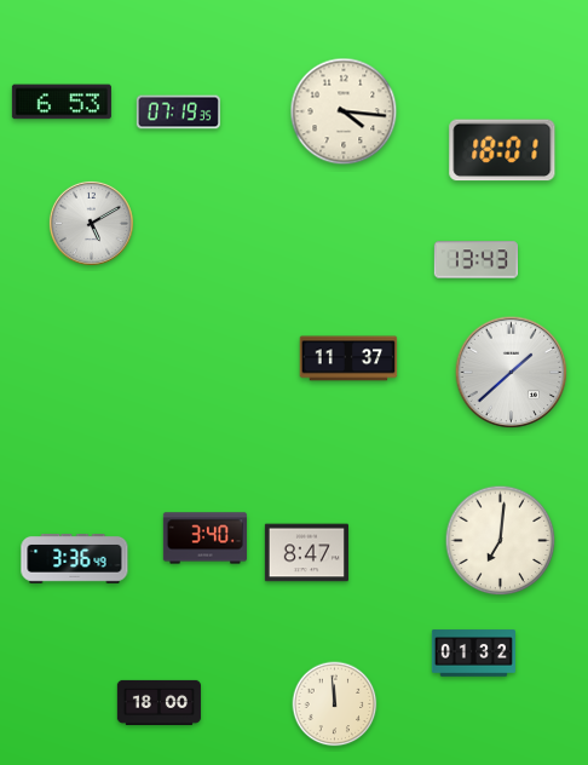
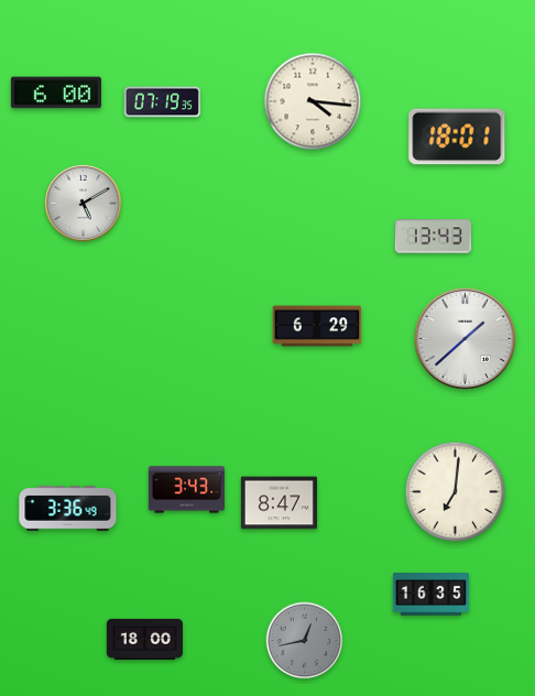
clock at (62, 102): 6:53 -> 6:00
clock at (348, 358): 11:37 -> 6:29
clock at (204, 539): 3:40 -> 3:43
clock at (473, 654): 01:32 -> 16:35
clock at (335, 704): 11:59 -> 12:43
clock at (335, 704) dial: cream -> grey
